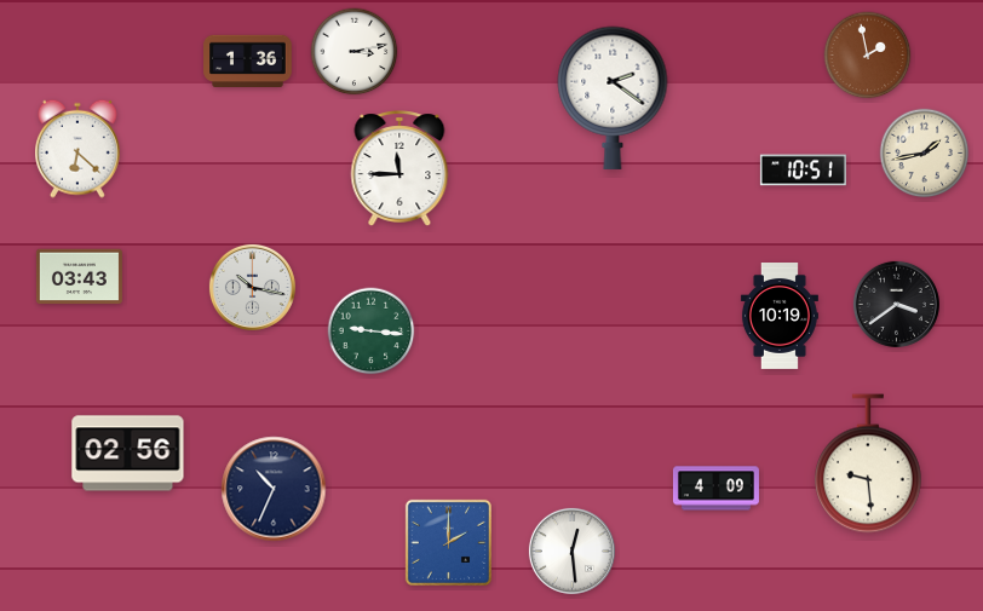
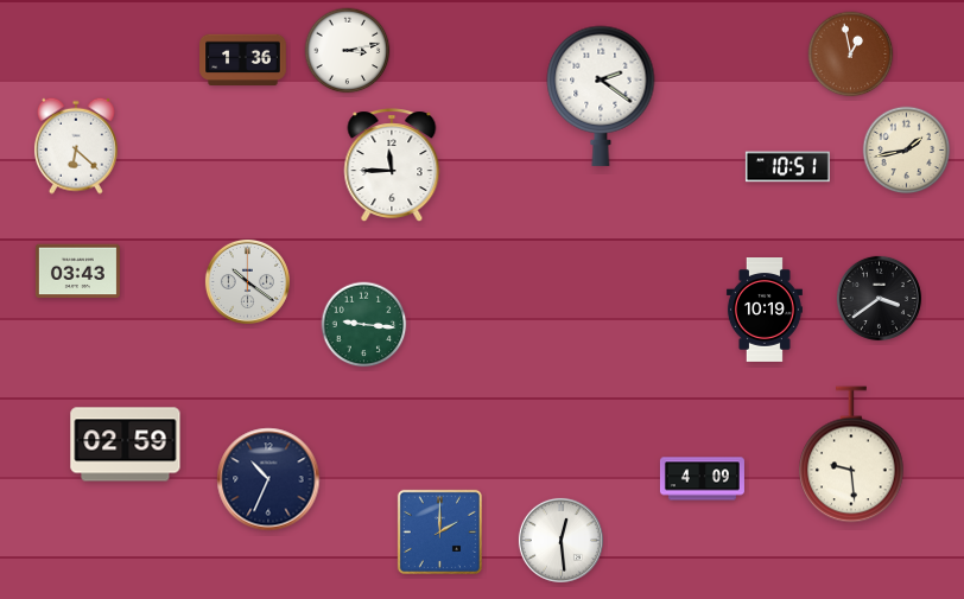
clock at (868, 56): 1:58 -> 12:58
clock at (252, 287): 10:17 -> 10:21
clock at (128, 454): 02:56 -> 02:59
